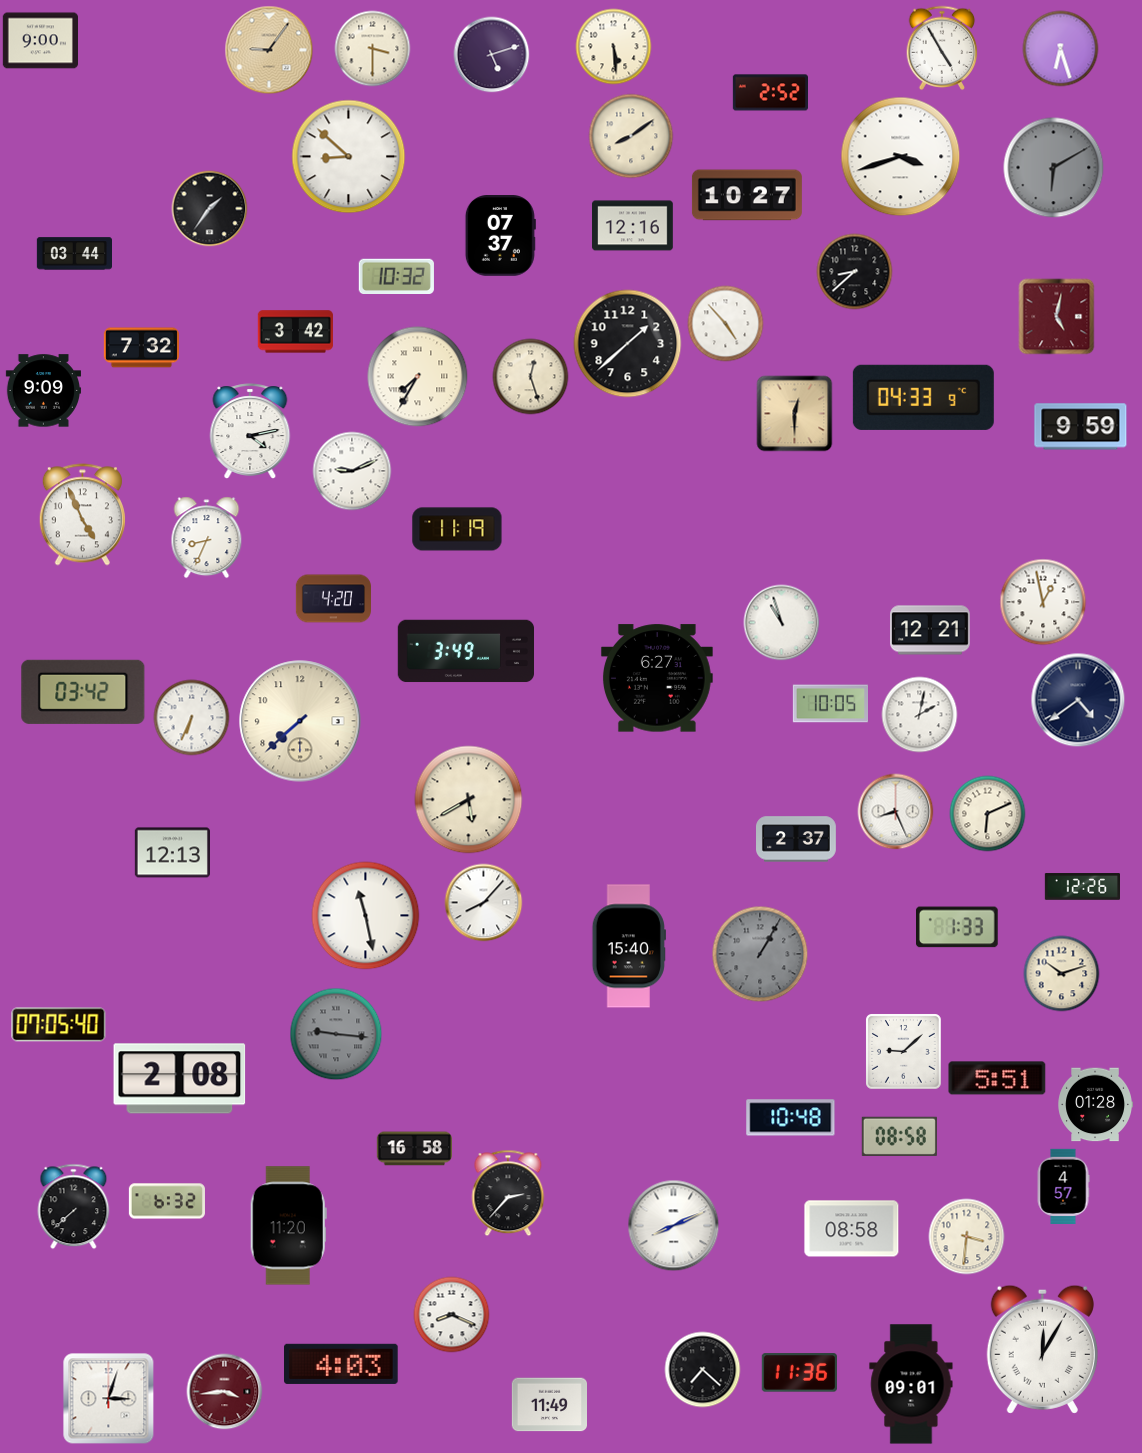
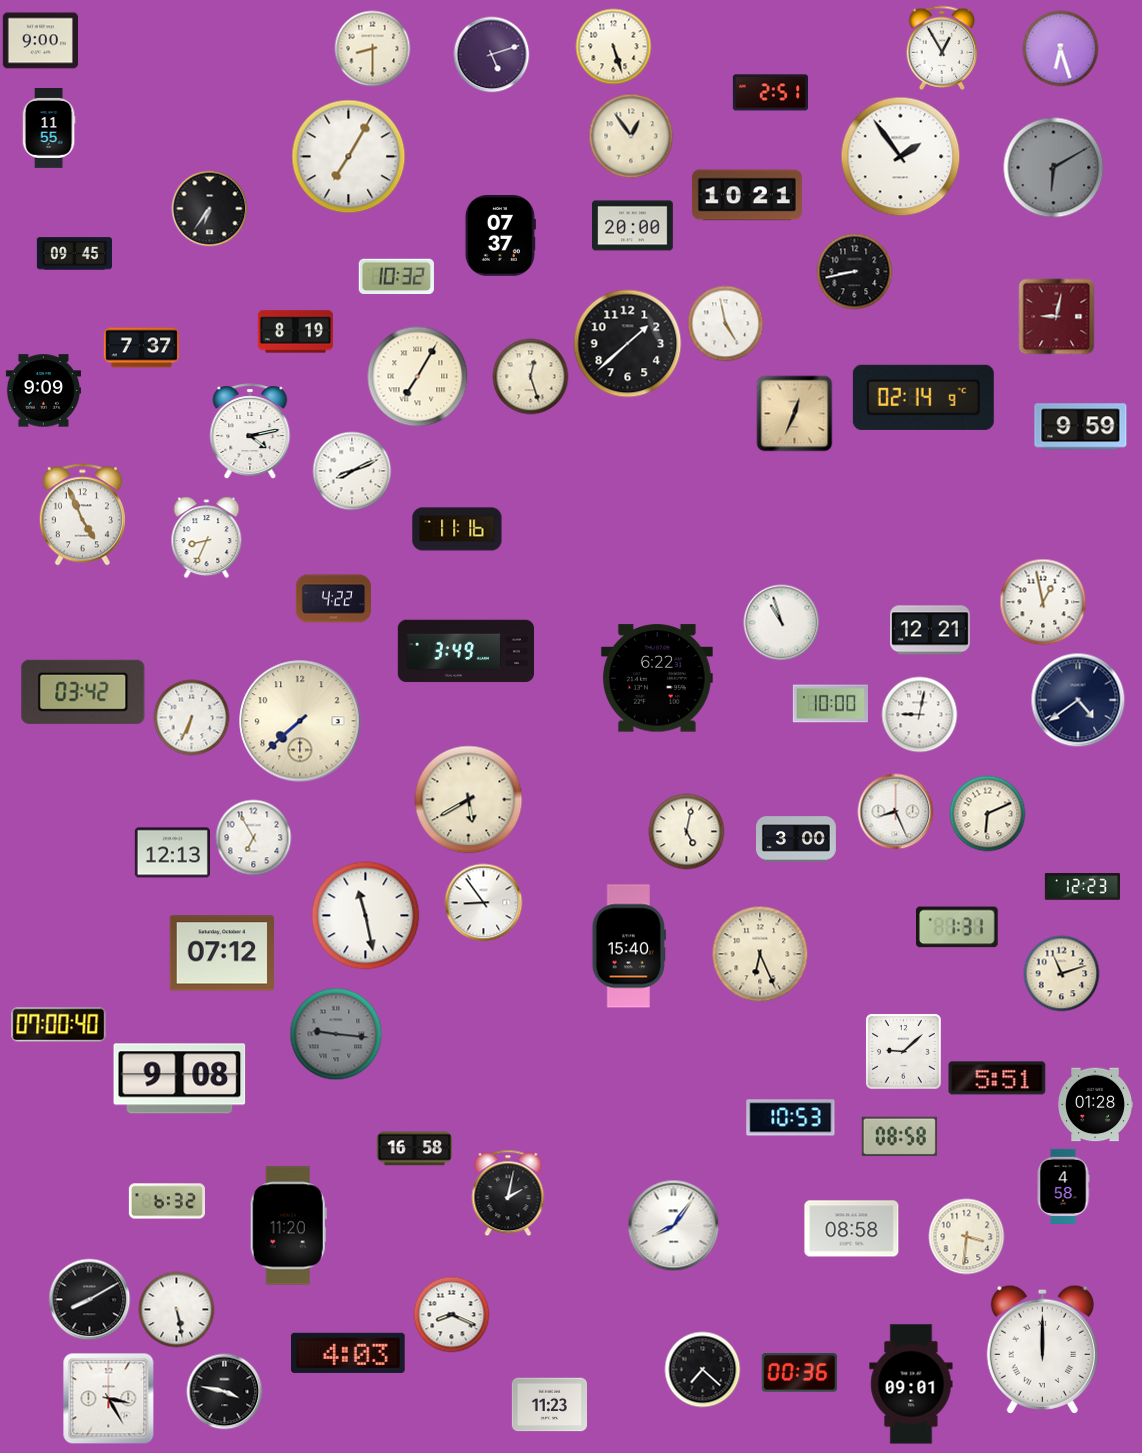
clock at (614, 47): 5:29 -> 5:27
clock at (942, 48): 4:55 -> 12:55
clock at (373, 49): 3:30 -> 8:30
clock at (269, 50): 9:06 -> none
clock at (770, 93): 2:52 -> 2:51
clock at (49, 129): none -> 11:55
clock at (631, 136): 8:09 -> 12:54
clock at (349, 157): 8:52 -> 7:05
clock at (901, 157): 3:42 -> 1:54
clock at (747, 195): 10:27 -> 10:21
clock at (210, 209): 1:36 -> 6:36
clock at (633, 226): 12:16 -> 20:00
clock at (74, 254): 03:44 -> 09:45
clock at (855, 272): 8:38 -> 8:43
clock at (1057, 317): 5:02 -> 9:02
clock at (726, 324): 4:53 -> 4:58
clock at (295, 332): 3:42 -> 8:19
clock at (141, 348): 7:32 -> 7:37
clock at (418, 377): 7:35 -> 7:05
clock at (923, 397): 04:33 -> 02:14
clock at (795, 414): 12:30 -> 12:34
clock at (352, 471): 9:11 -> 8:11
clock at (457, 529): 11:19 -> 11:16
clock at (333, 599): 4:20 -> 4:22
clock at (657, 678): 6:27 -> 6:22
clock at (830, 704): 10:05 -> 10:00
clock at (920, 715): 2:02 -> 9:02
clock at (687, 832): none -> 5:02
clock at (254, 838): none -> 6:55
clock at (797, 839): 2:37 -> 3:00
clock at (1082, 887): 12:26 -> 12:23
clock at (484, 903): 8:07 -> 8:54
clock at (958, 927): 1:33 -> 1:31
clock at (221, 953): none -> 07:12
clock at (760, 954): 1:05 -> 6:26
clock at (760, 954) dial: grey -> cream
clock at (1062, 974): 10:12 -> 11:12
clock at (59, 1025): 07:05 -> 07:00
clock at (180, 1079): 2:08 -> 9:08
clock at (791, 1118): 10:48 -> 10:53
clock at (1063, 1186): 4:57 -> 4:58
clock at (508, 1193): 2:37 -> 2:02
clock at (74, 1207): 7:38 -> none
clock at (674, 1226): 8:11 -> 8:06
clock at (90, 1300): none -> 8:10
clock at (177, 1310): none -> 5:28
clock at (1042, 1349): 12:05 -> 12:00
clock at (342, 1364) position: (342, 1364) -> (349, 1353)
clock at (799, 1373): 11:36 -> 00:36
clock at (225, 1392): 3:44 -> 3:47
clock at (225, 1392) dial: burgundy -> black
clock at (109, 1399): 3:03 -> 3:25
clock at (549, 1405): 11:49 -> 11:23
